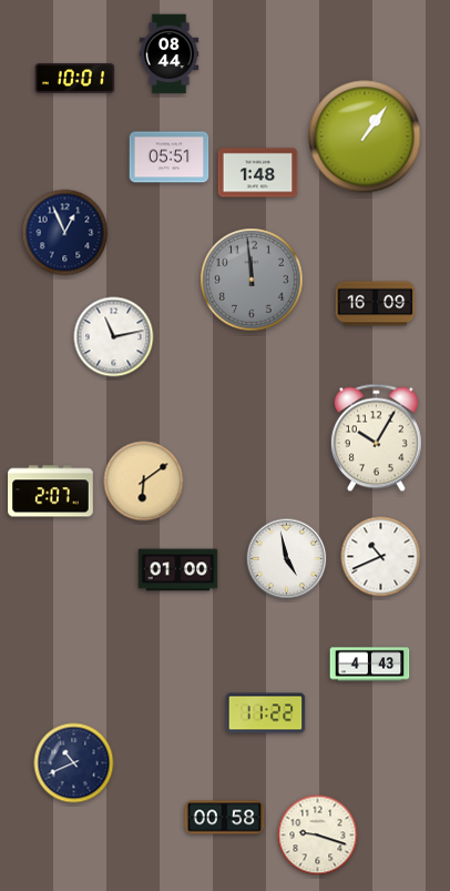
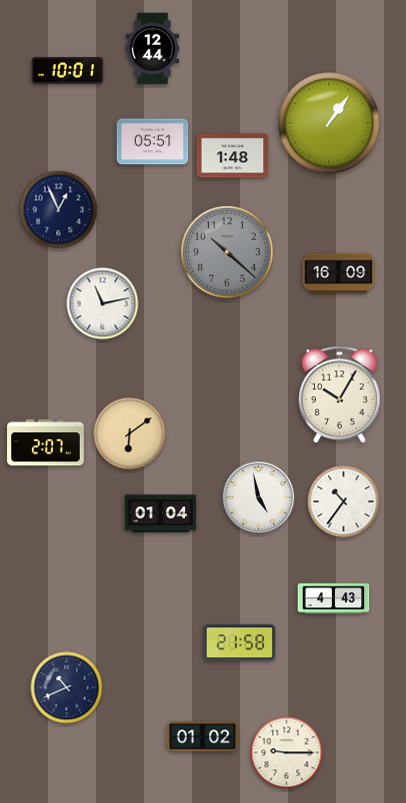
clock at (170, 54): 08:44 -> 12:44
clock at (252, 280): 11:59 -> 10:22
clock at (381, 557): 10:41 -> 10:36
clock at (287, 559) position: (287, 559) -> (259, 498)
clock at (178, 570): 01:00 -> 01:04
clock at (266, 713): 11:22 -> 21:58
clock at (225, 818): 00:58 -> 01:02
clock at (318, 836): 9:18 -> 9:15
